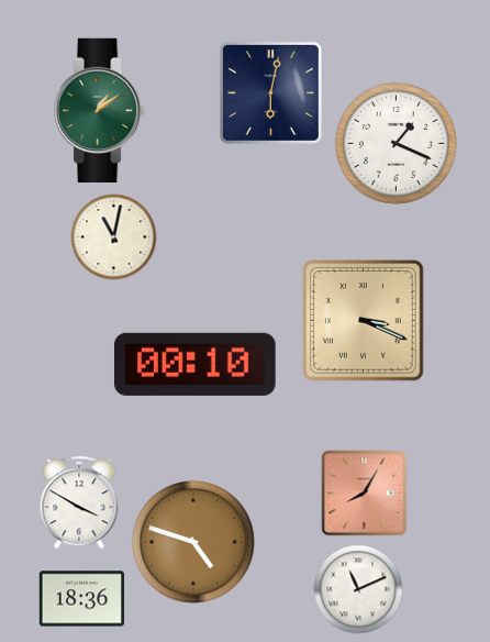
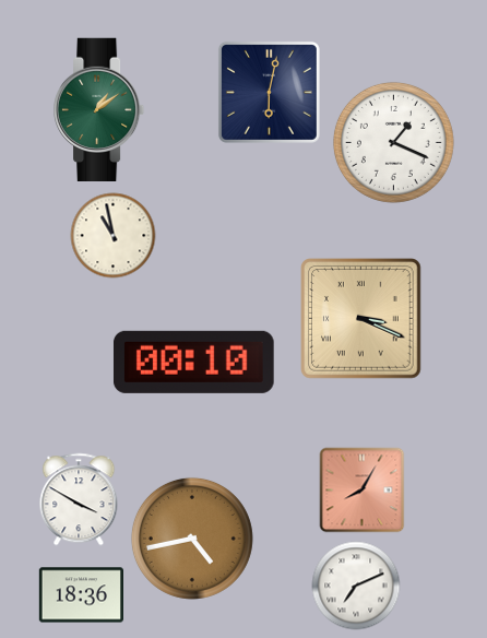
clock at (113, 236): 11:02 -> 10:58
clock at (193, 542): 4:48 -> 4:43
clock at (358, 589): 11:11 -> 7:11
